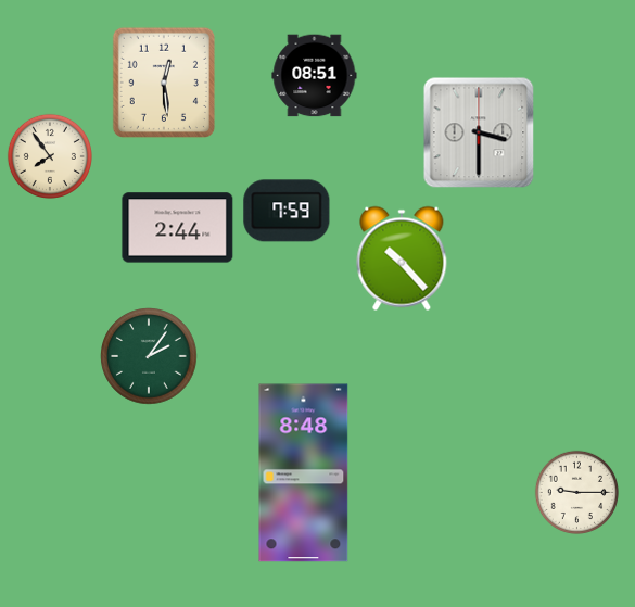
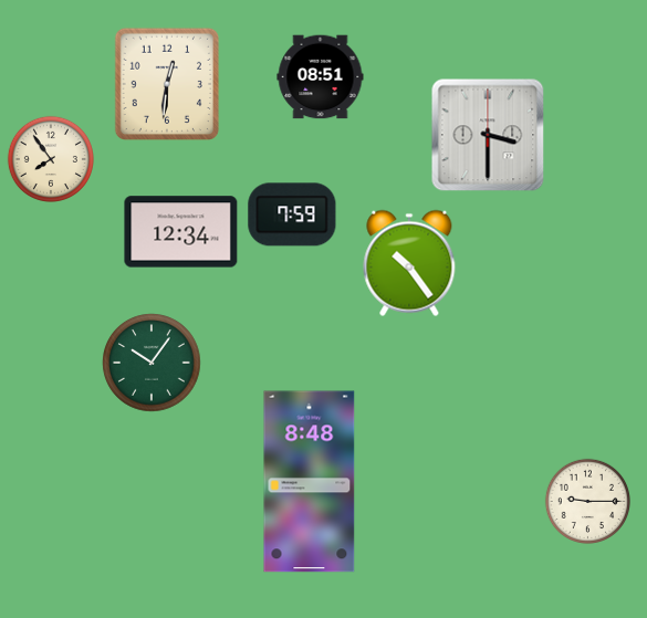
clock at (164, 81): 12:29 -> 12:31
clock at (178, 228): 2:44 -> 12:34
clock at (402, 258): 10:23 -> 10:24
clock at (149, 356): 2:06 -> 10:06
